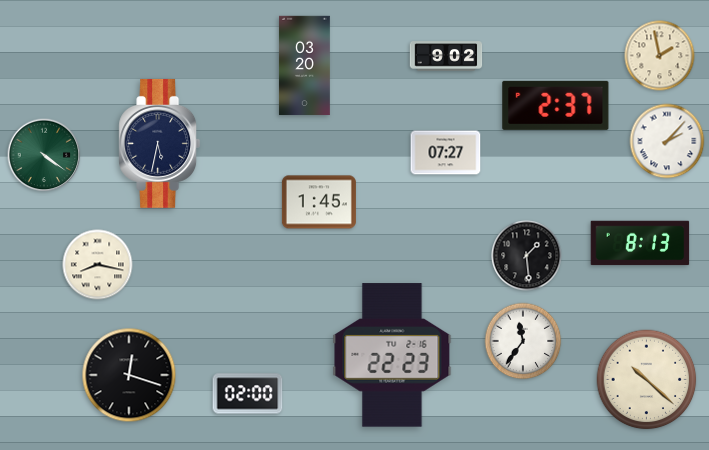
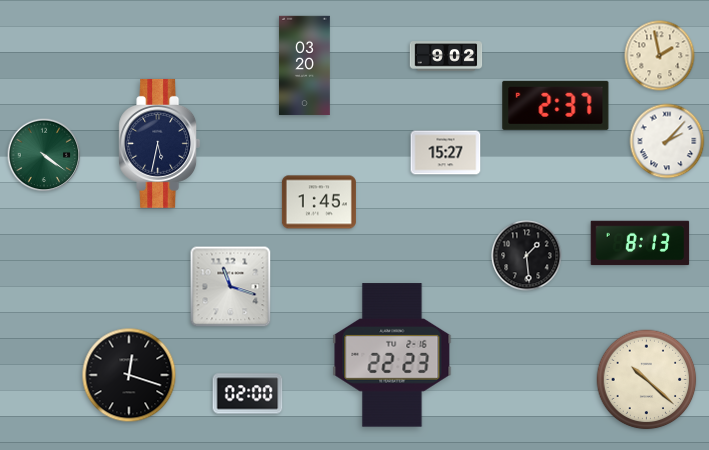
clock at (446, 153): 07:27 -> 15:27
clock at (98, 265): 8:17 -> none
clock at (231, 287): none -> 11:18
clock at (523, 341): 11:36 -> none
